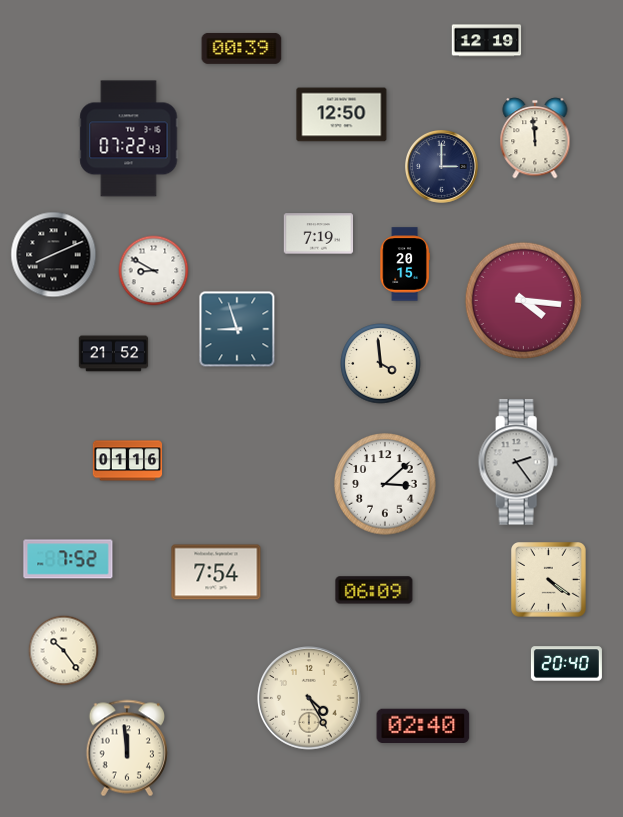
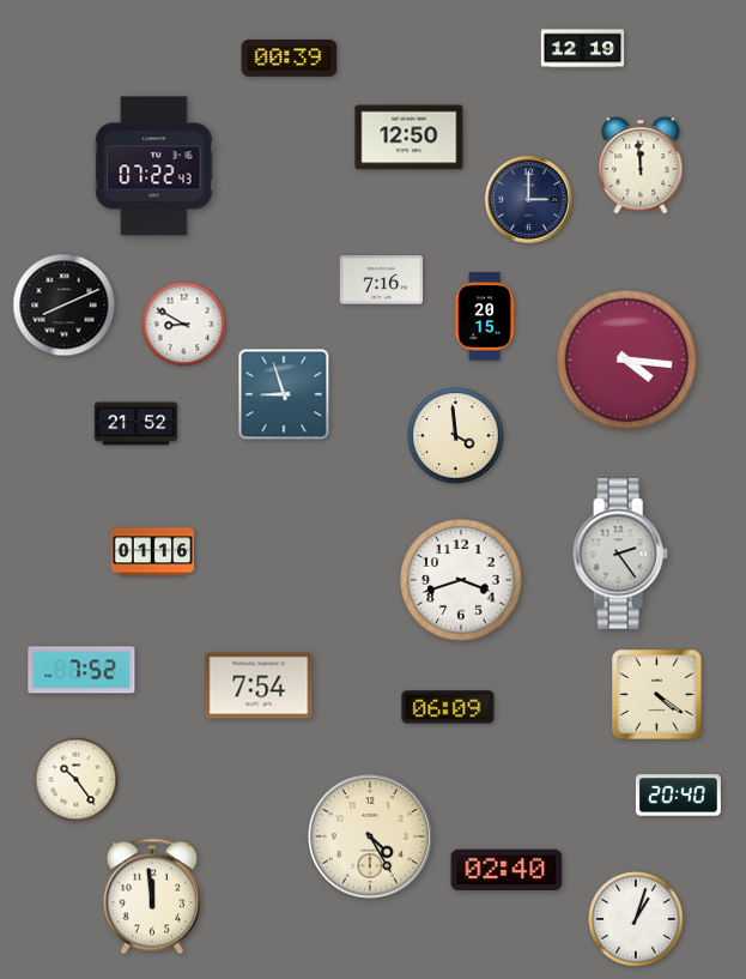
clock at (319, 234): 7:19 -> 7:16
clock at (385, 484): 3:08 -> 3:42
clock at (636, 919): none -> 1:03
